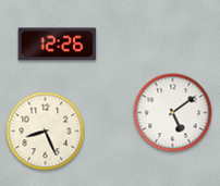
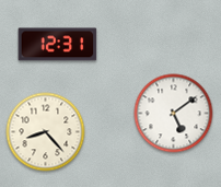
clock at (58, 45): 12:26 -> 12:31
clock at (46, 132): 8:26 -> 8:23
